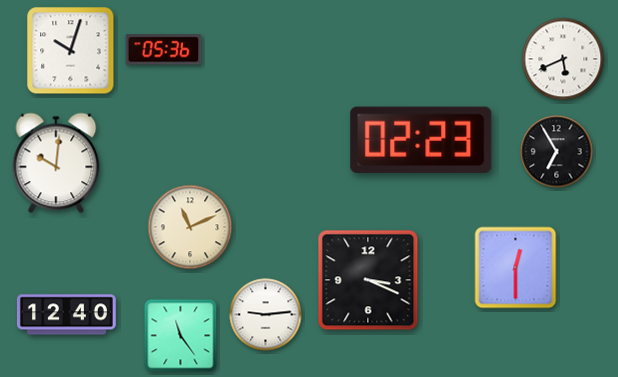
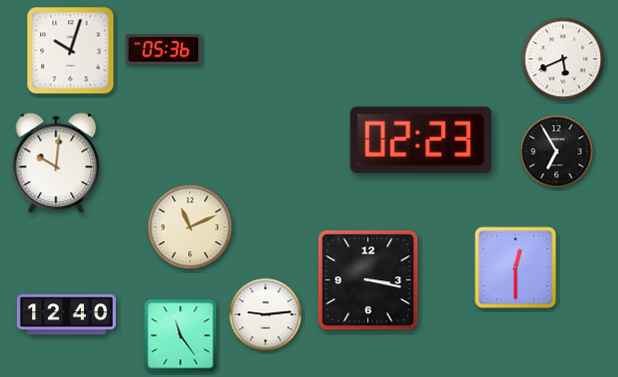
clock at (368, 280): 3:19 -> 3:17
